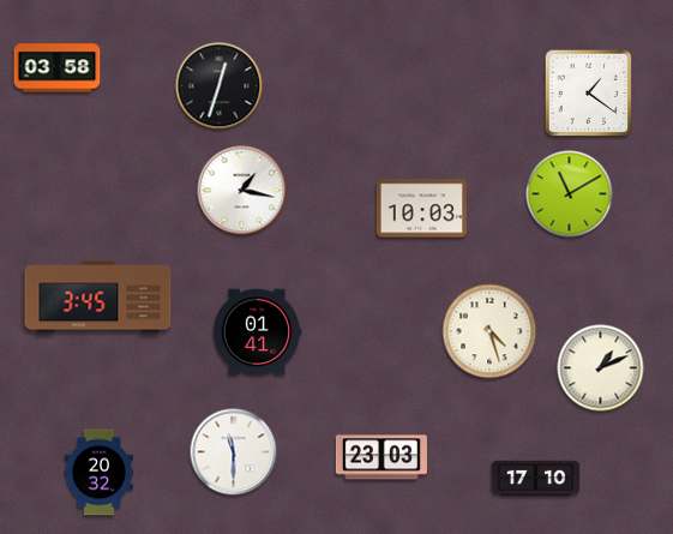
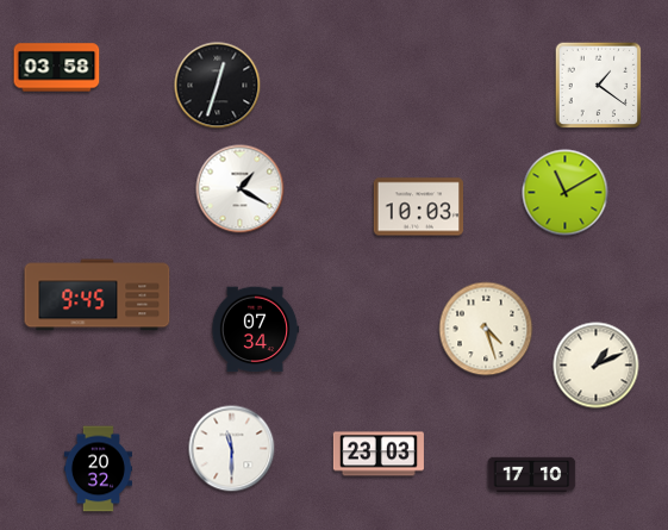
clock at (589, 94) position: (589, 94) -> (599, 86)
clock at (242, 191): 1:17 -> 1:20
clock at (98, 298): 3:45 -> 9:45
clock at (257, 332): 01:41 -> 07:34
